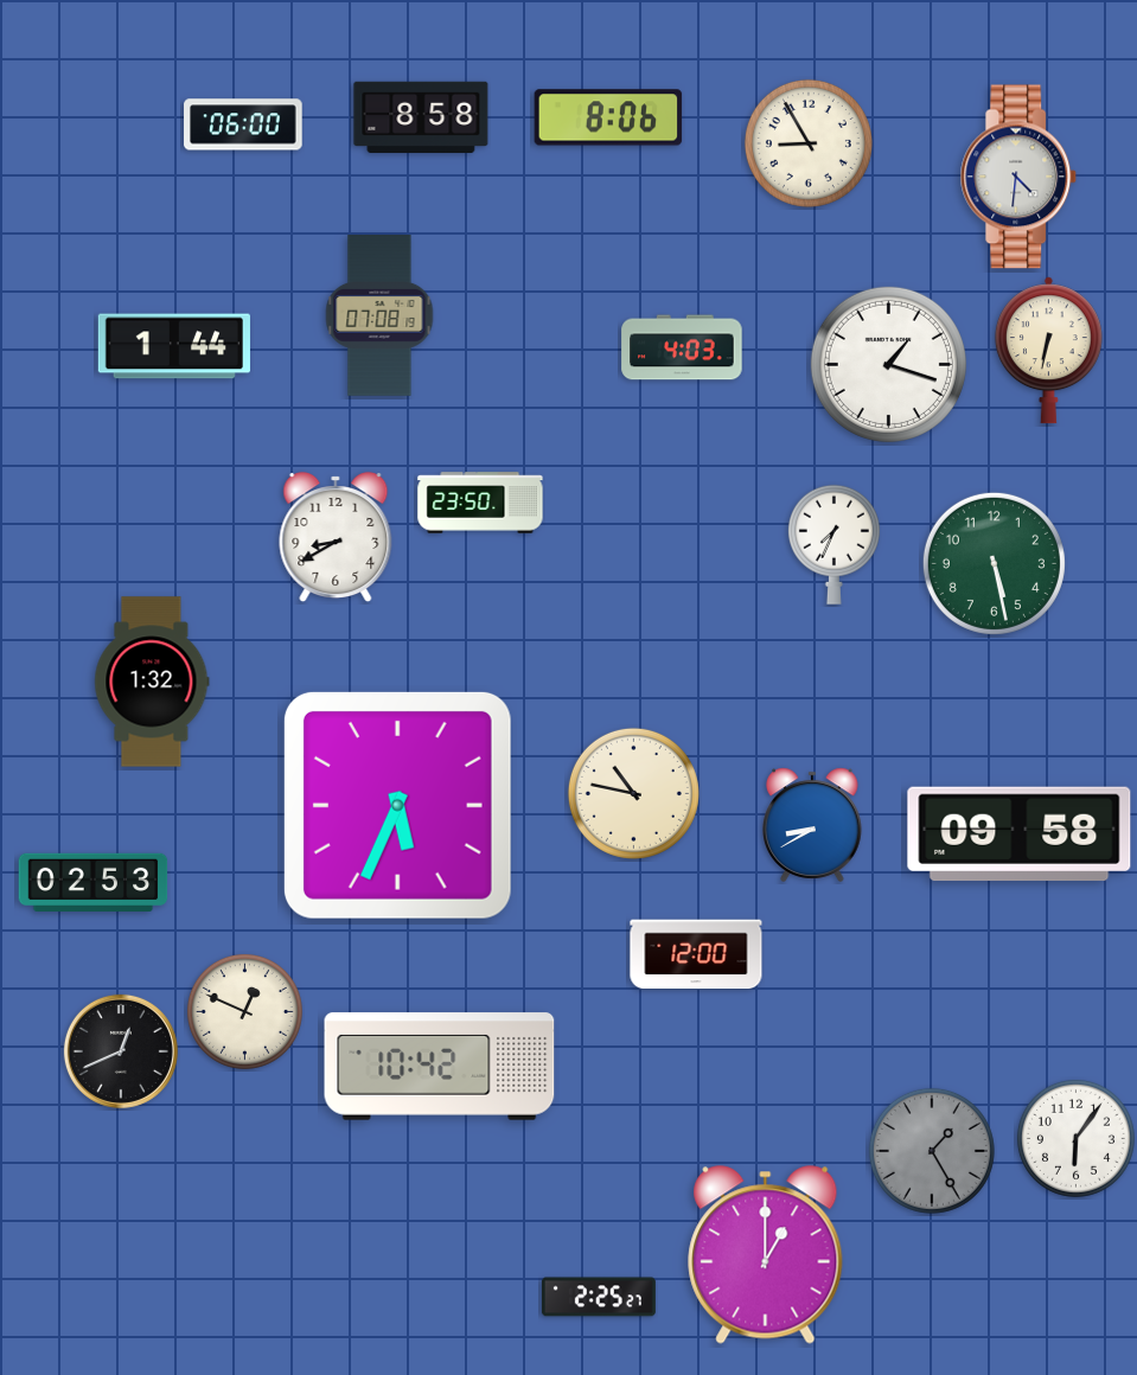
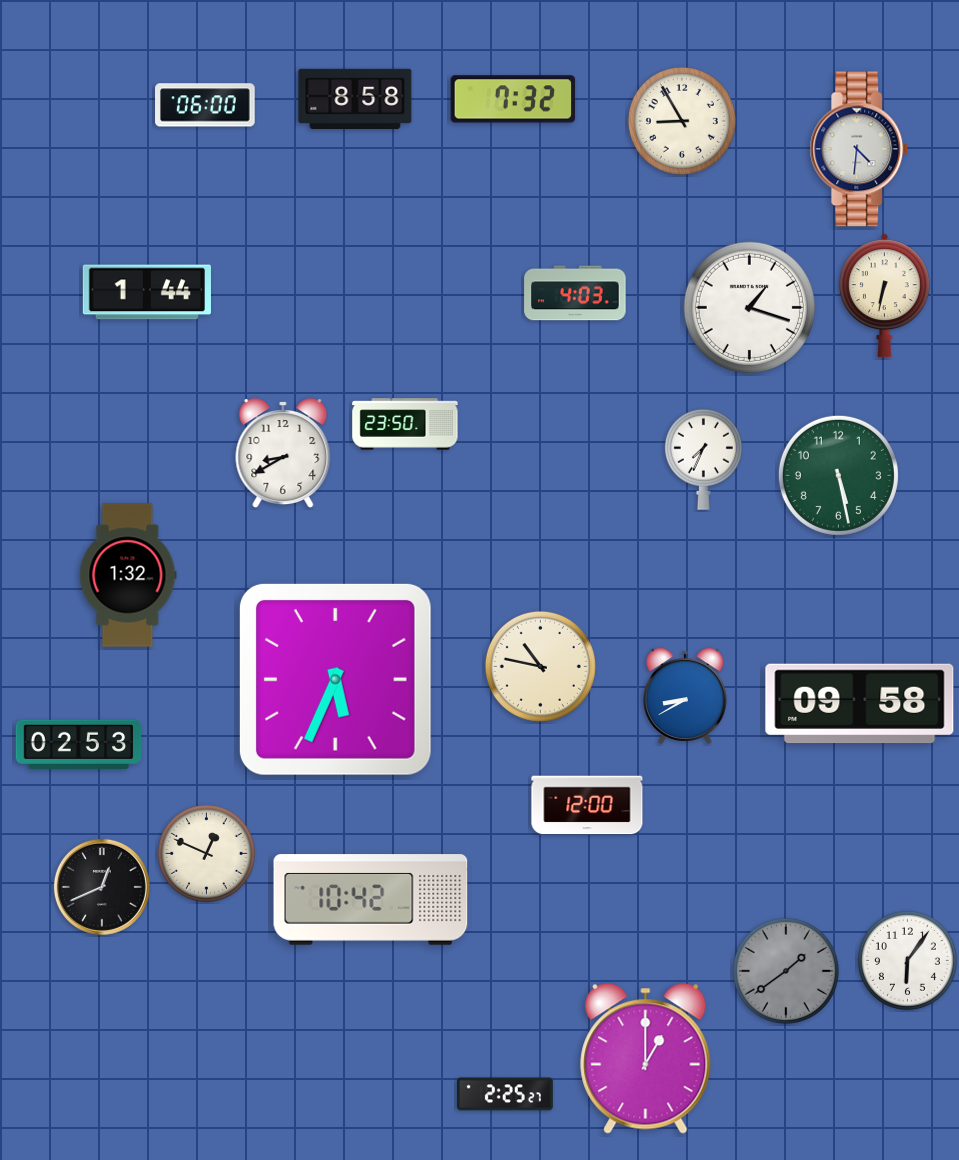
clock at (608, 117): 8:06 -> 7:32
clock at (379, 316): 07:08 -> none
clock at (633, 793) position: (633, 793) -> (540, 666)
clock at (932, 1151): 1:25 -> 1:39
